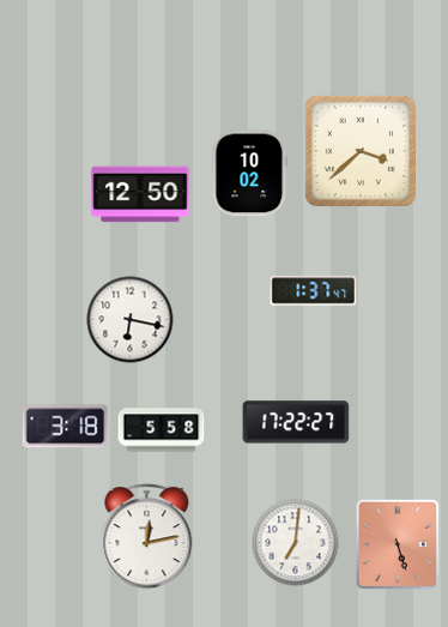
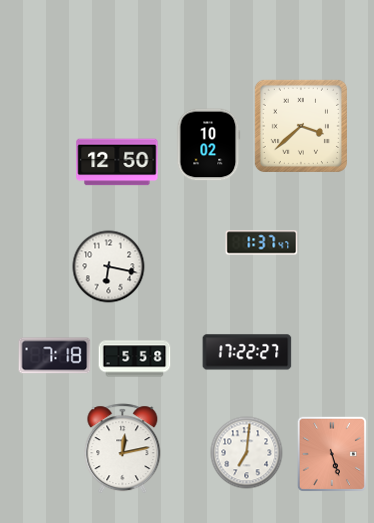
clock at (66, 427): 3:18 -> 7:18
